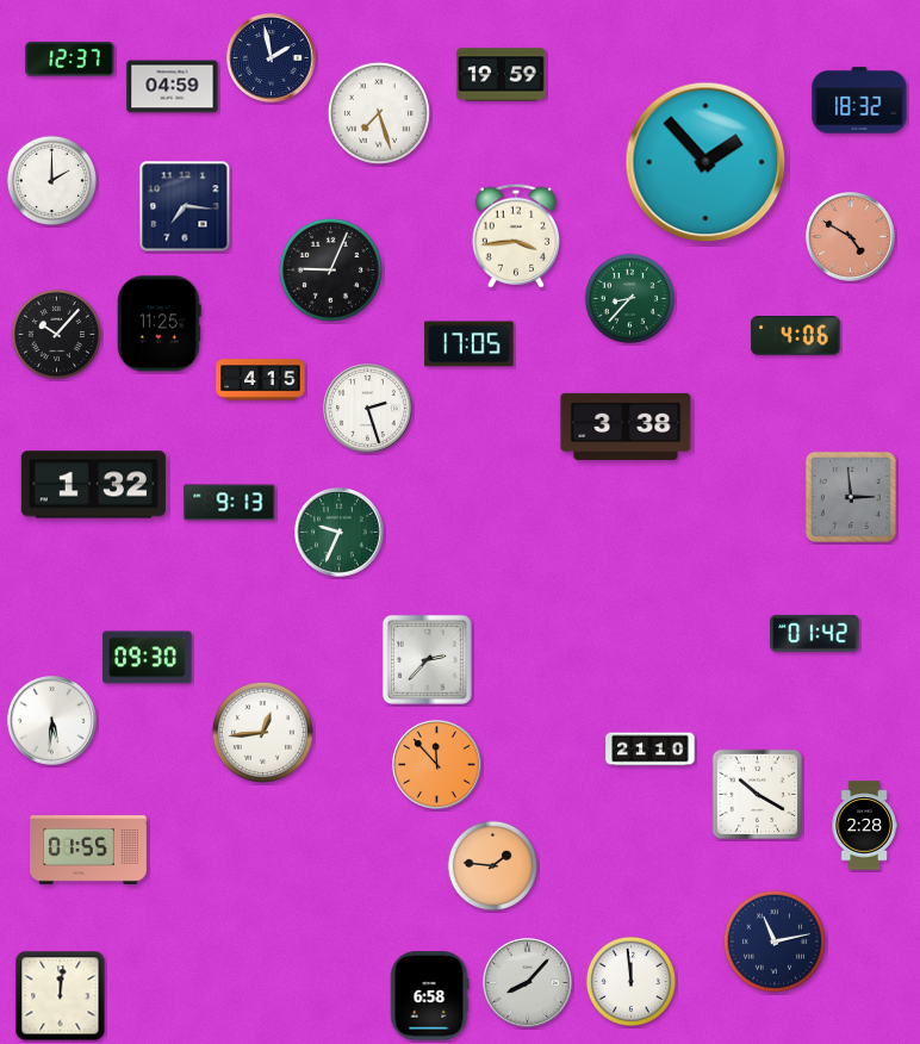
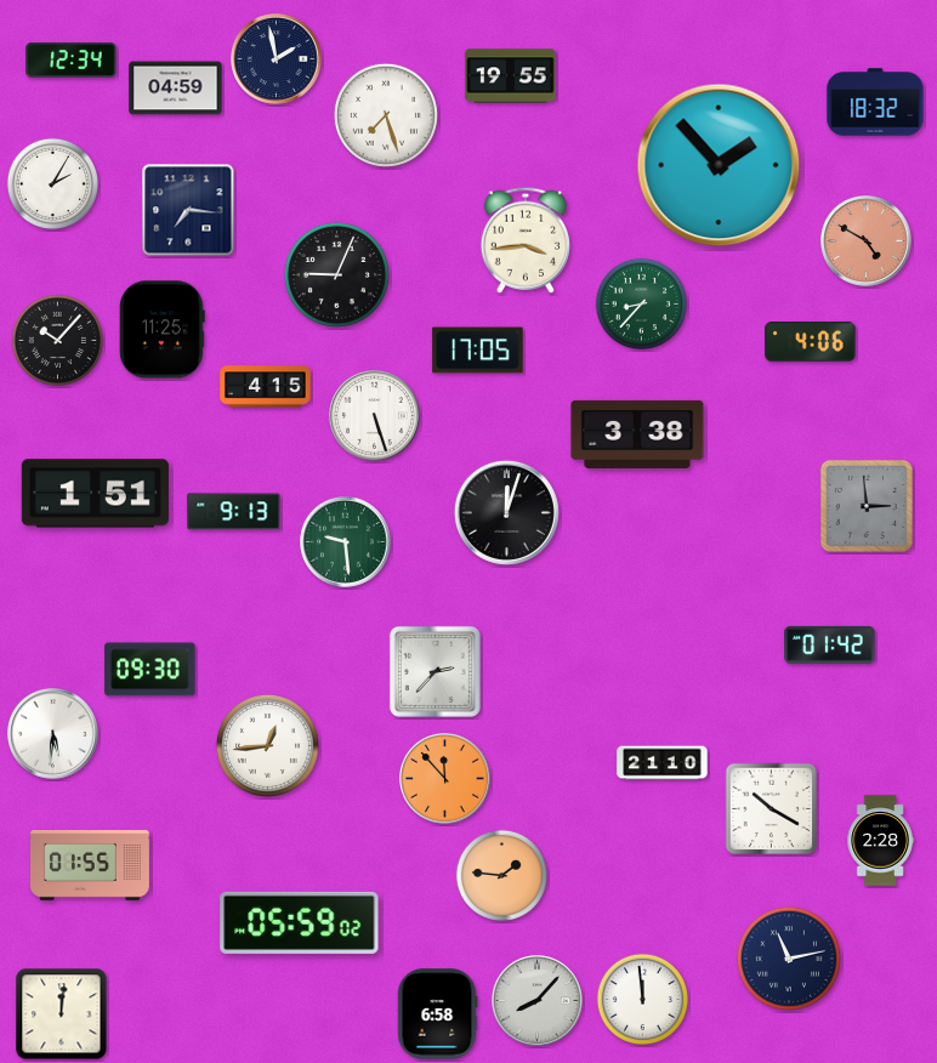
clock at (70, 60): 12:37 -> 12:34
clock at (502, 75): 19:59 -> 19:55
clock at (51, 180): 2:00 -> 2:05
clock at (368, 409): 2:27 -> 5:27
clock at (93, 485): 1:32 -> 1:51
clock at (506, 512): none -> 12:03
clock at (340, 533): 9:34 -> 9:29
clock at (492, 865) position: (492, 865) -> (501, 875)
clock at (300, 922): none -> 05:59
